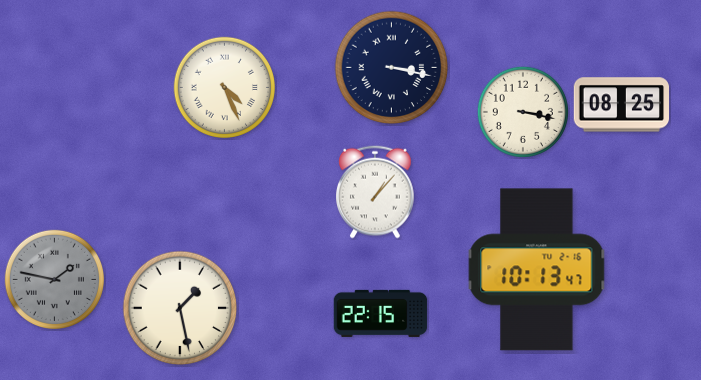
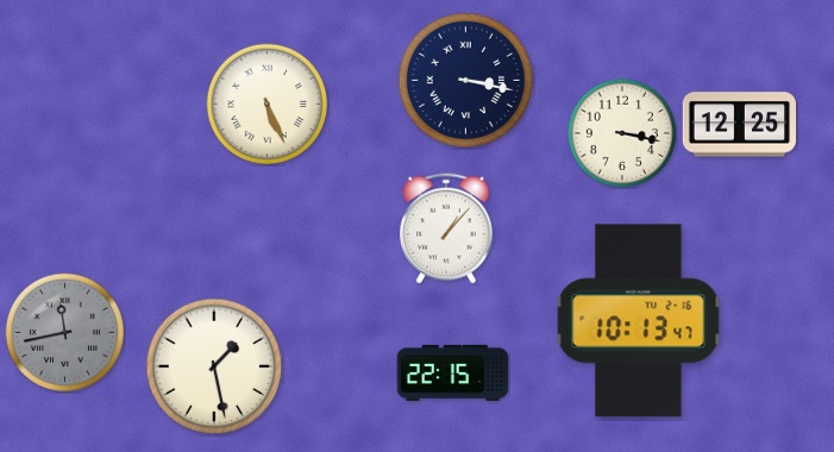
clock at (224, 87): 4:26 -> 5:26
clock at (622, 105): 08:25 -> 12:25
clock at (54, 279): 1:47 -> 11:43
